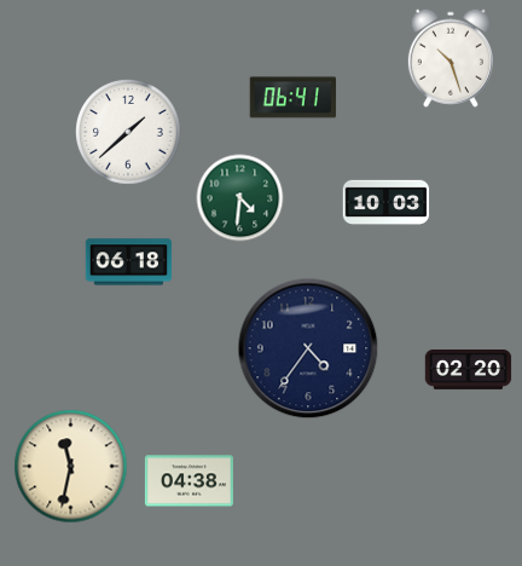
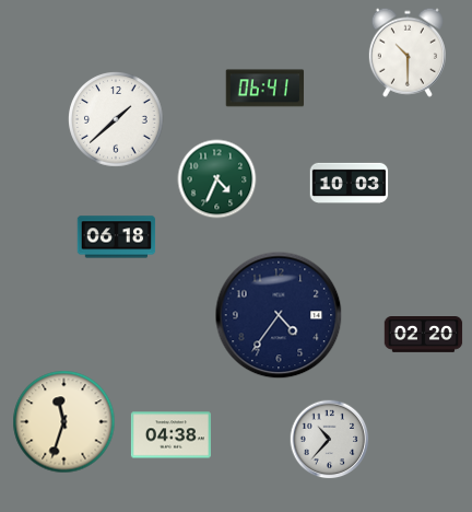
clock at (451, 58): 10:27 -> 10:30
clock at (240, 198): 4:31 -> 4:34
clock at (71, 467): 11:32 -> 11:33
clock at (330, 440): none -> 10:37
